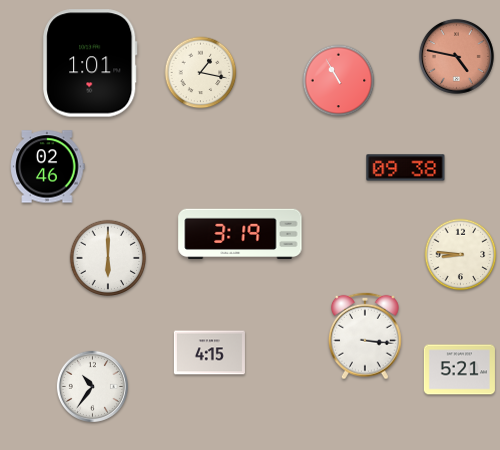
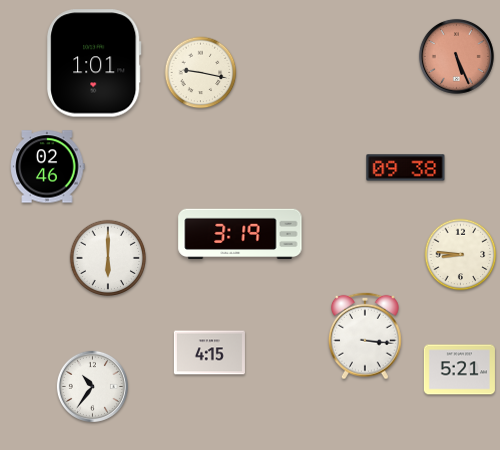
clock at (456, 56): 4:47 -> 5:26
clock at (90, 63) position: (90, 63) -> (94, 63)
clock at (201, 73): 1:17 -> 9:17
clock at (339, 81): 10:55 -> none
